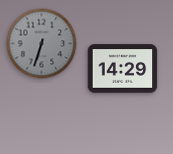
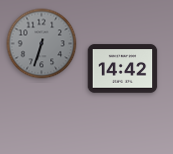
clock at (123, 69): 14:29 -> 14:42
